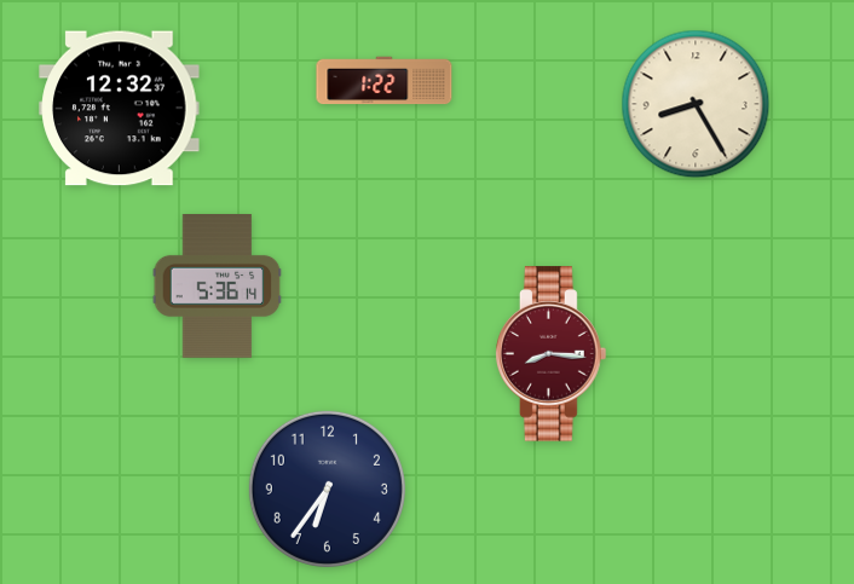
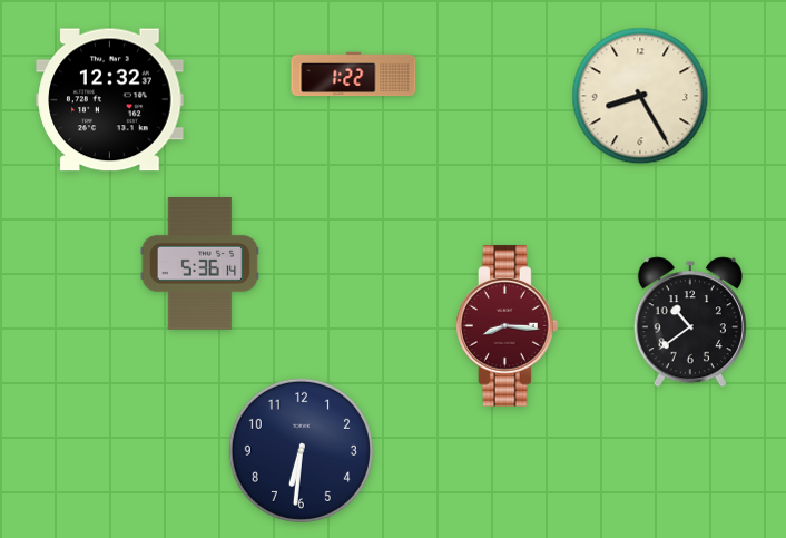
clock at (690, 322): none -> 10:39
clock at (327, 488): 6:36 -> 6:31
